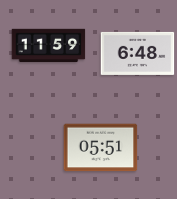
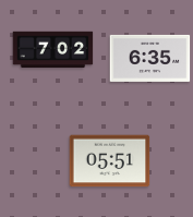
clock at (49, 46): 11:59 -> 7:02
clock at (138, 53): 6:48 -> 6:35
